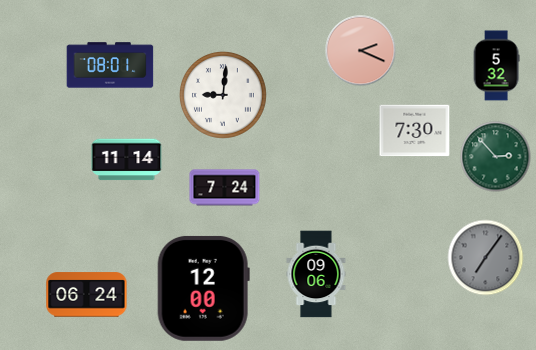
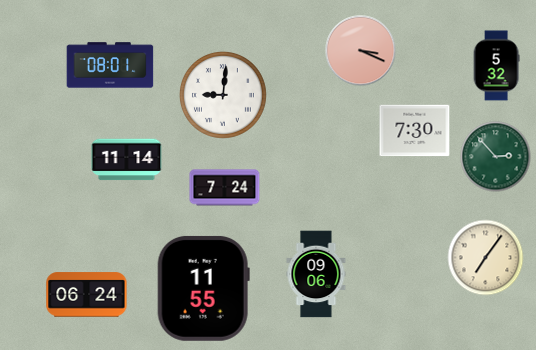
clock at (361, 51): 2:19 -> 3:19
clock at (486, 258) dial: grey -> cream
clock at (203, 288): 12:00 -> 11:55
